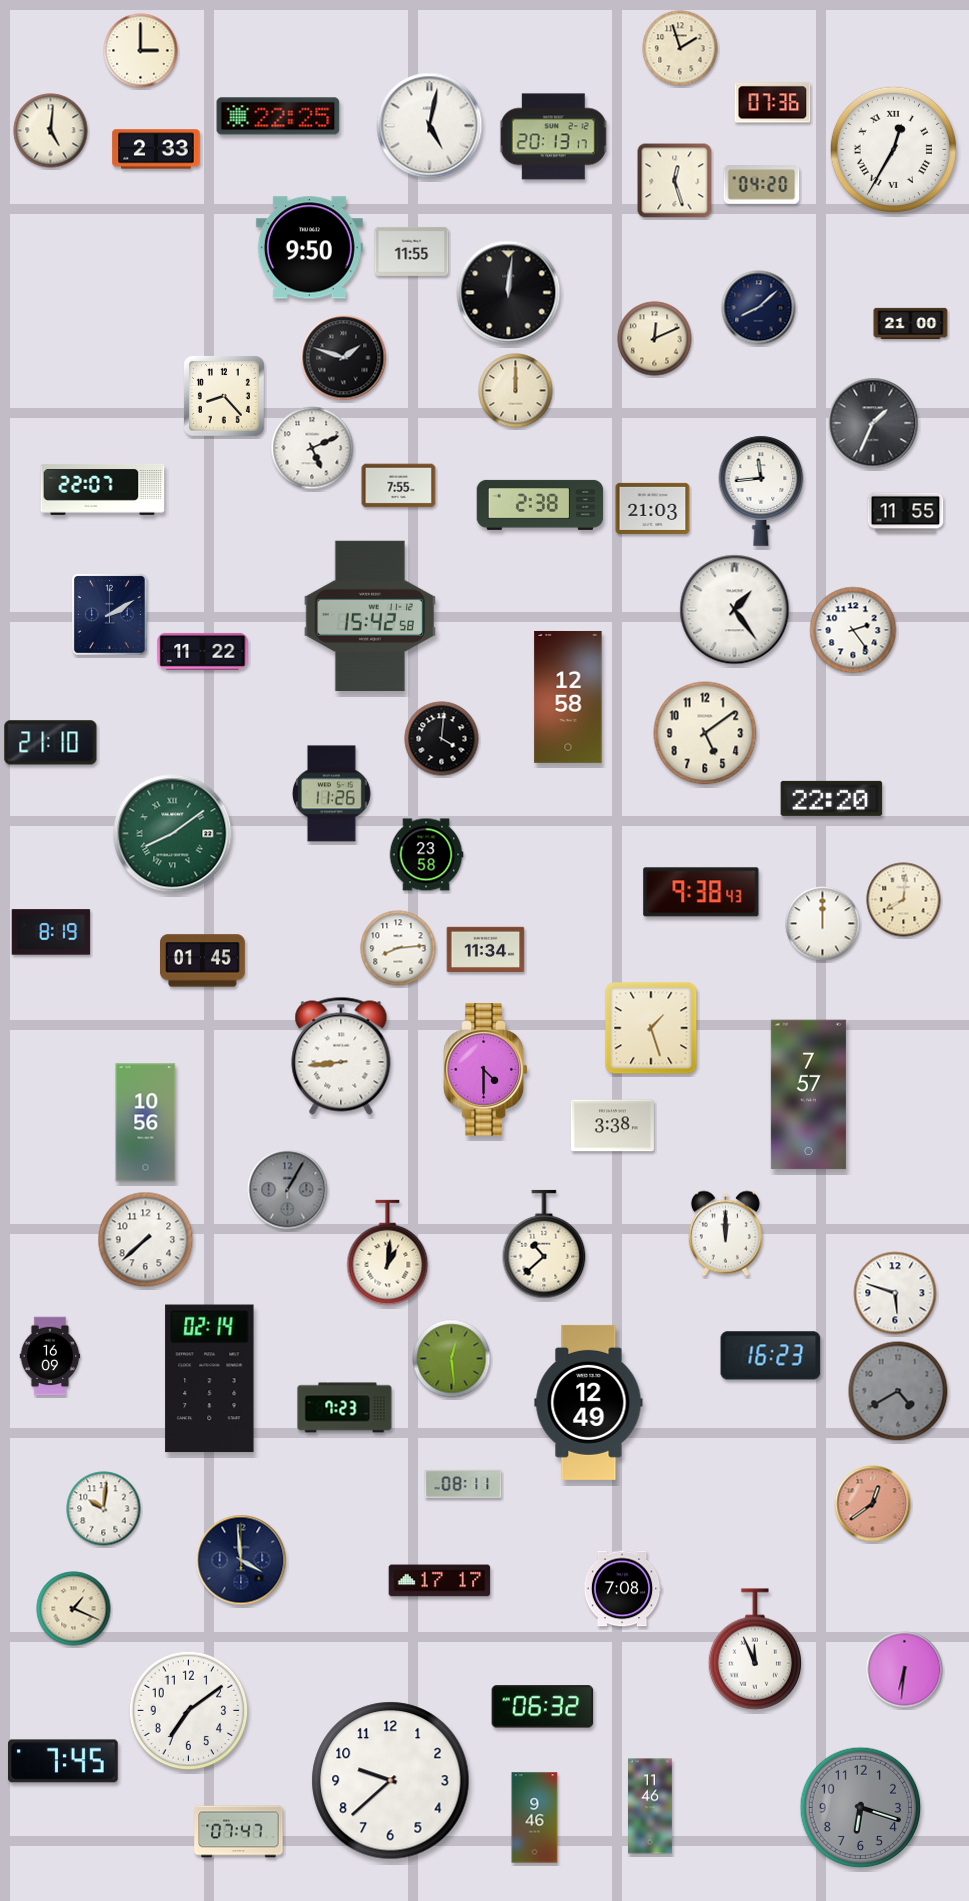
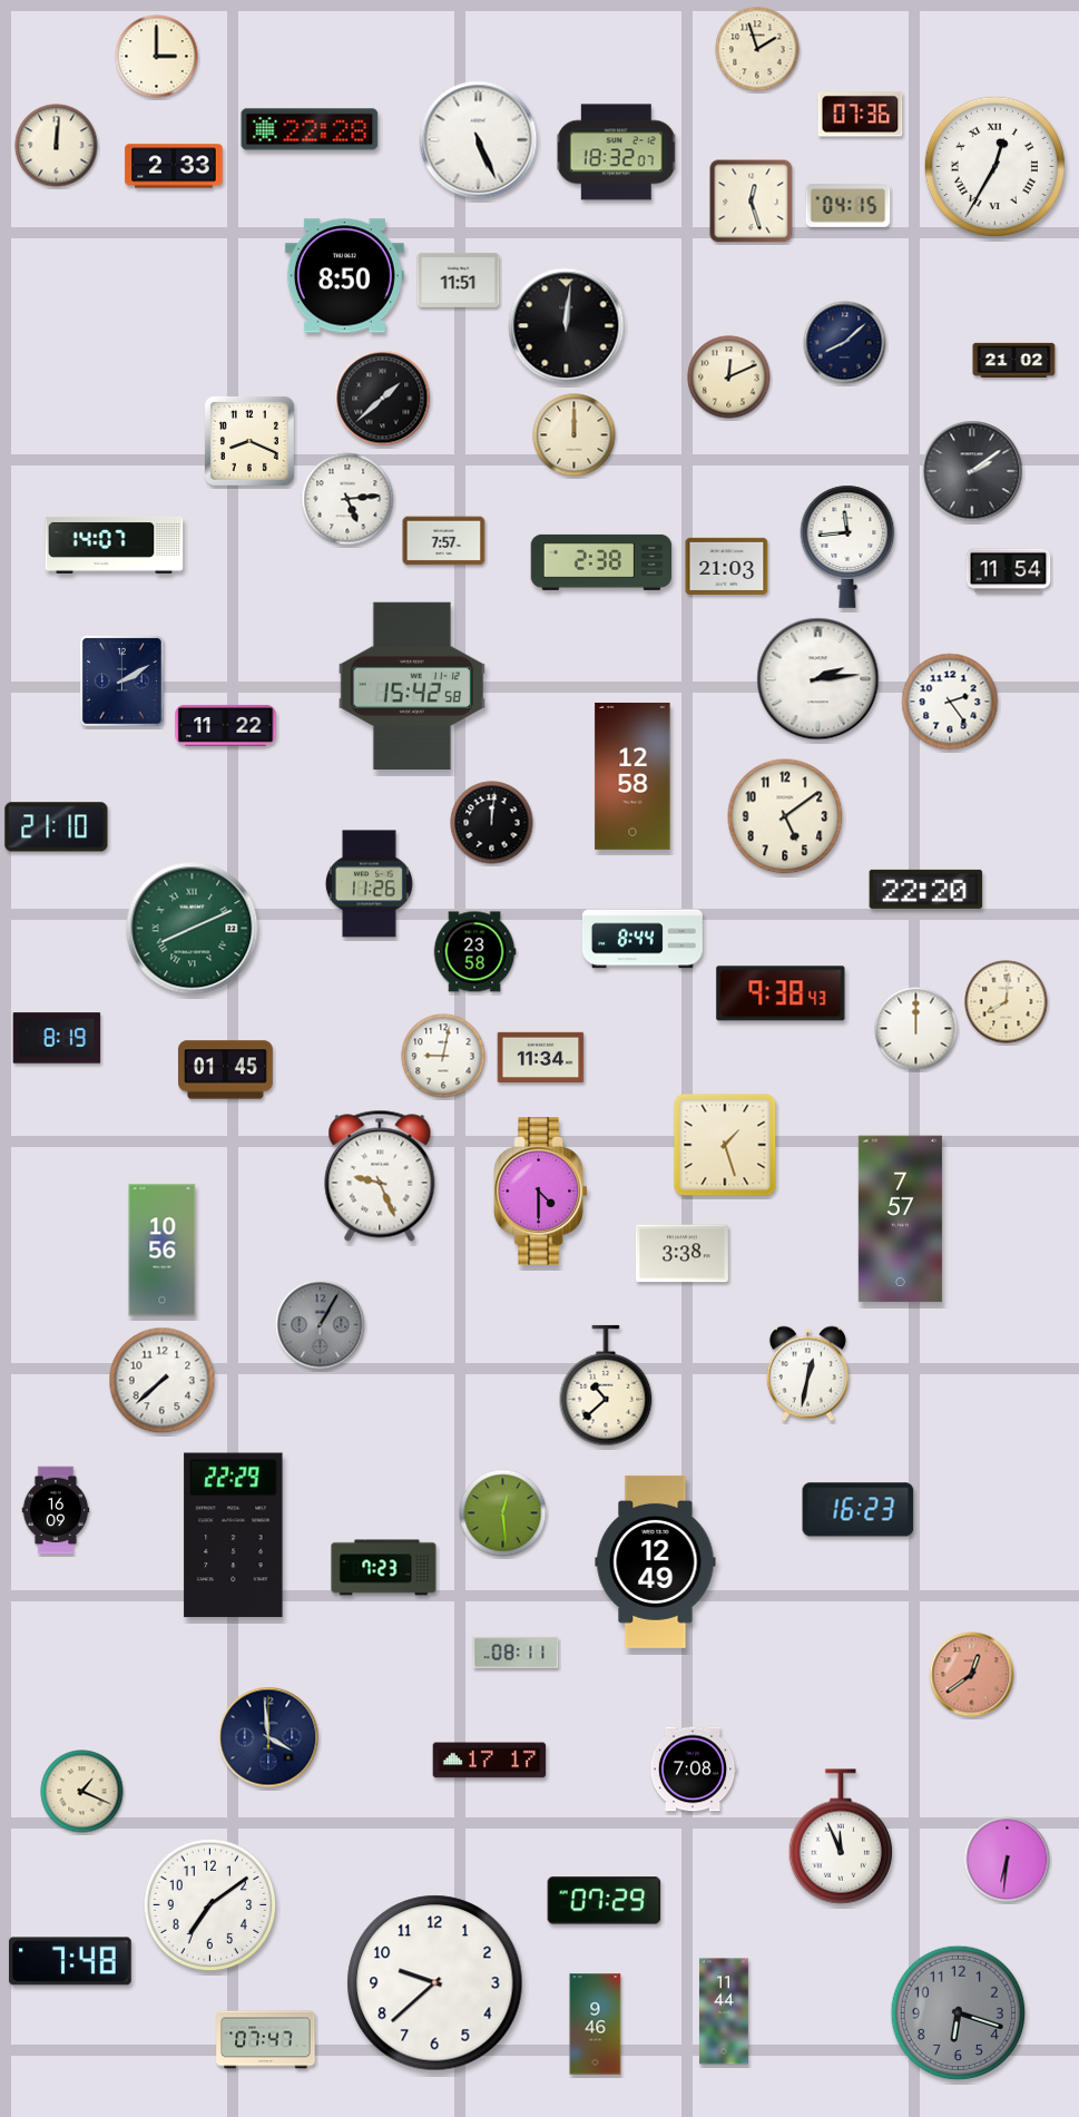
clock at (680, 48) position: (680, 48) -> (757, 49)
clock at (278, 116): 22:25 -> 22:28
clock at (430, 126): 5:02 -> 5:26
clock at (51, 131): 5:01 -> 12:01
clock at (554, 137): 20:13 -> 18:32
clock at (762, 185): 04:20 -> 04:15
clock at (309, 248): 9:50 -> 8:50
clock at (412, 251): 11:55 -> 11:51
clock at (911, 323): 21:00 -> 21:02
clock at (344, 358): 1:48 -> 1:38
clock at (224, 396): 8:23 -> 8:19
clock at (873, 423): 1:34 -> 2:09
clock at (312, 448): 5:11 -> 5:14
clock at (399, 486): 7:55 -> 7:57
clock at (103, 489): 22:07 -> 14:07
clock at (906, 513): 11:55 -> 11:54
clock at (735, 610): 1:24 -> 2:14
clock at (109, 614) position: (109, 614) -> (121, 680)
clock at (442, 739): 4:01 -> 12:01
clock at (173, 834): 8:09 -> 8:11
clock at (643, 939): none -> 8:44
clock at (398, 948): 8:14 -> 9:02
clock at (341, 1056): 8:44 -> 9:26
clock at (725, 1234): 12:00 -> 12:32
clock at (388, 1253): 1:01 -> none
clock at (895, 1293): 5:48 -> none
clock at (210, 1379): 02:14 -> 22:29
clock at (898, 1391): 4:40 -> none
clock at (104, 1509): 10:01 -> none
clock at (543, 1707): 06:32 -> 07:29
clock at (64, 1761): 7:45 -> 7:48
clock at (651, 1806): 11:46 -> 11:44
